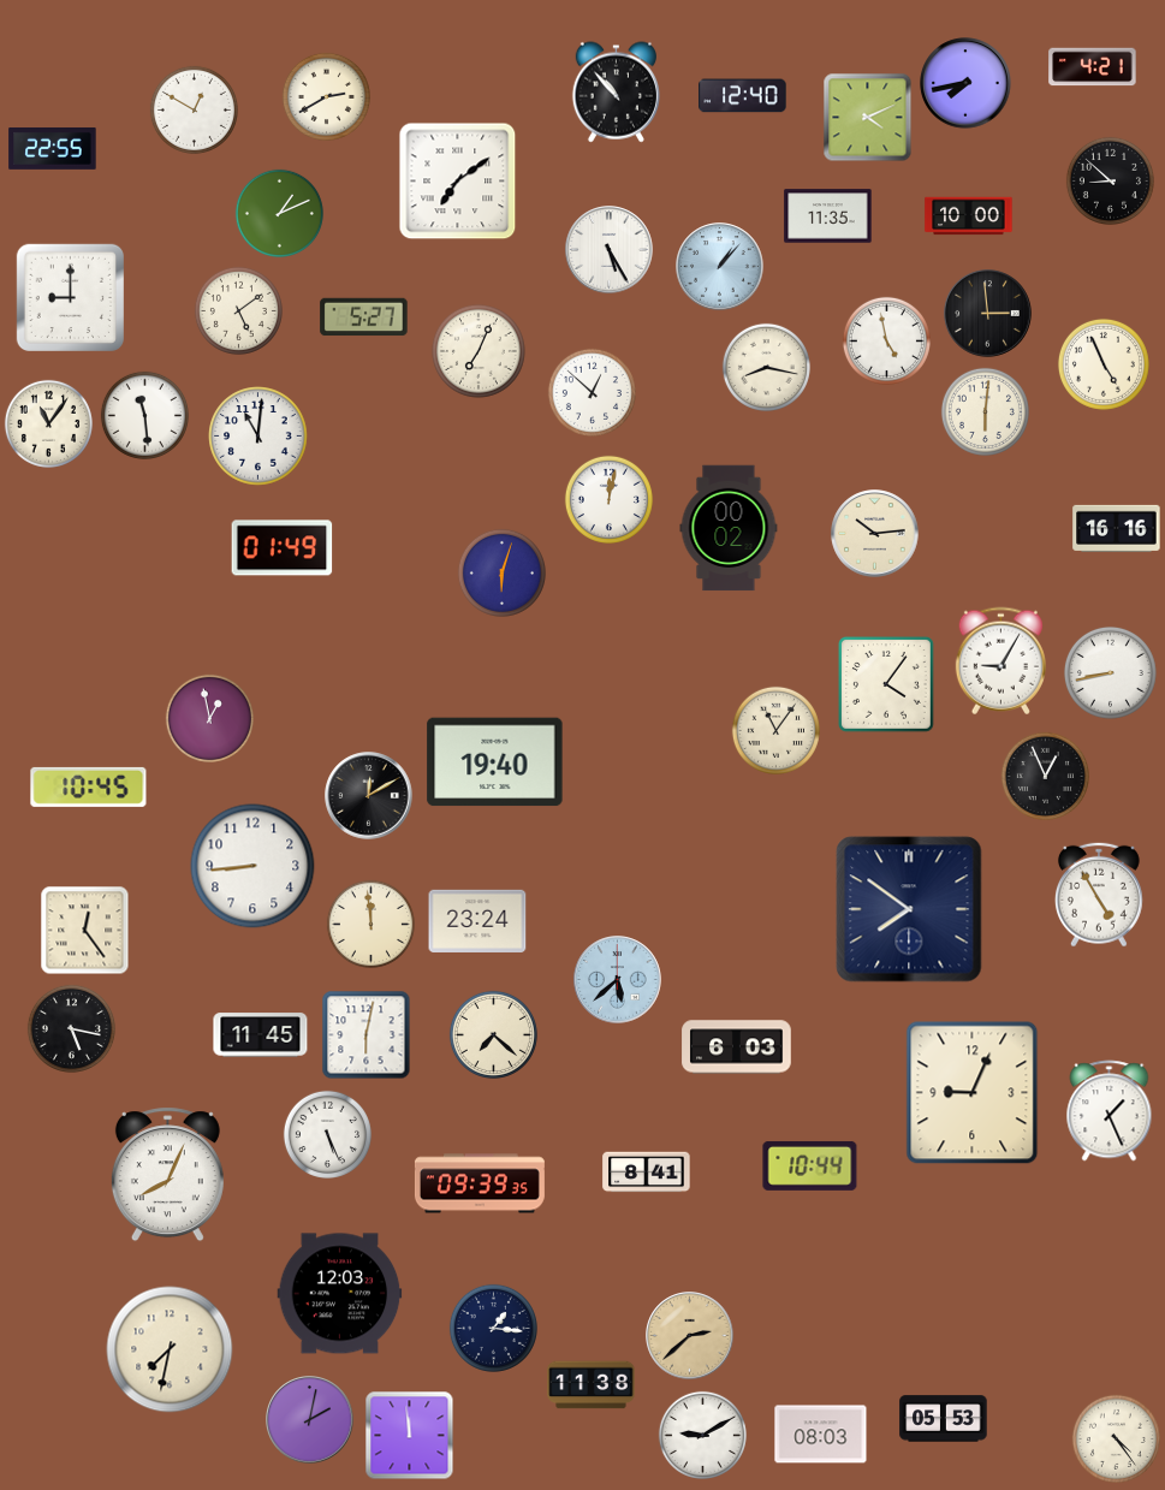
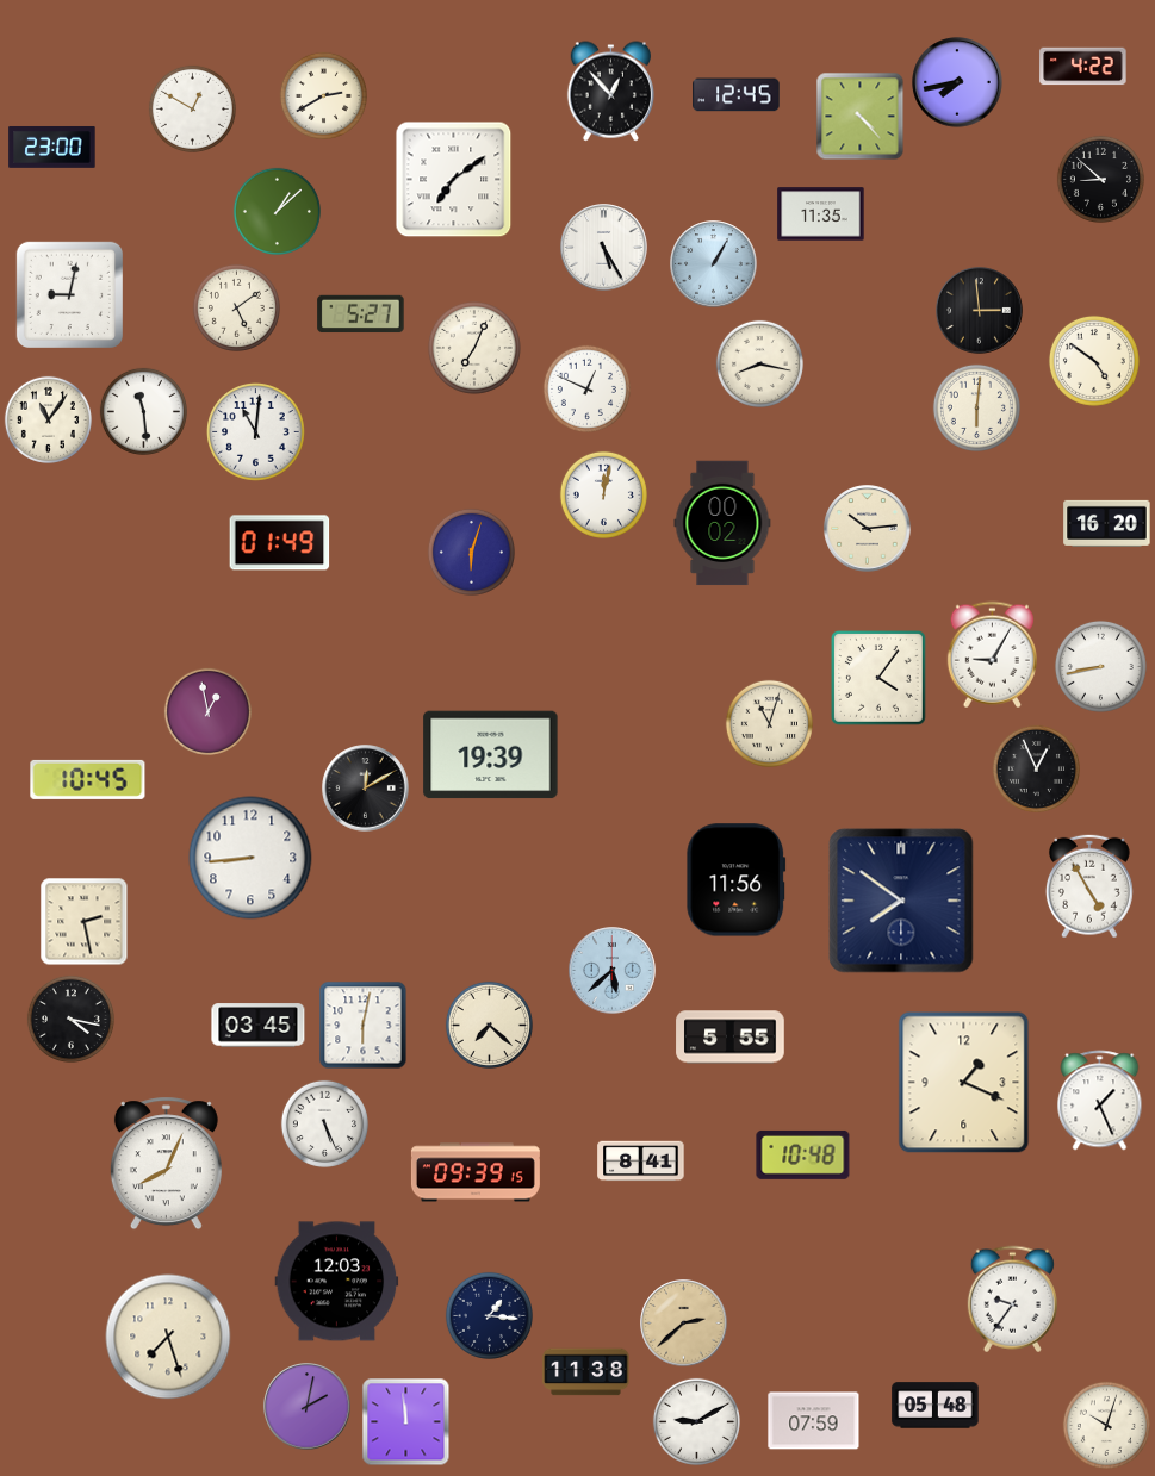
clock at (1093, 67): 4:21 -> 4:22
clock at (616, 93): 10:53 -> 12:53
clock at (743, 96): 12:40 -> 12:45
clock at (868, 118): 4:11 -> 4:23
clock at (53, 148): 22:55 -> 23:00
clock at (279, 213): 1:11 -> 1:08
clock at (969, 216): 10:00 -> none
clock at (720, 267): 1:07 -> 1:05
clock at (70, 297): 9:00 -> 9:02
clock at (886, 340): 4:58 -> none
clock at (1104, 364): 4:56 -> 4:51
clock at (592, 392): 12:52 -> 12:49
clock at (1117, 528): 16:16 -> 16:20
clock at (501, 572) position: (501, 572) -> (471, 552)
clock at (775, 730): 11:06 -> 11:03
clock at (495, 762): 19:40 -> 19:39
clock at (737, 880): none -> 11:56
clock at (477, 921): 23:24 -> none
clock at (370, 924): 11:59 -> none
clock at (85, 931): 12:24 -> 2:28
clock at (71, 1028): 5:17 -> 4:17
clock at (261, 1035): 11:45 -> 03:45
clock at (737, 1047): 6:03 -> 5:55
clock at (973, 1093): 9:04 -> 1:19
clock at (810, 1165): 10:44 -> 10:48
clock at (480, 1183): 09:39:35 -> 09:39:15
clock at (1012, 1300): none -> 9:36
clock at (170, 1349): 7:32 -> 7:27
clock at (944, 1419): 05:53 -> 05:48
clock at (821, 1435): 08:03 -> 07:59
clock at (1116, 1438): 4:24 -> 10:03
